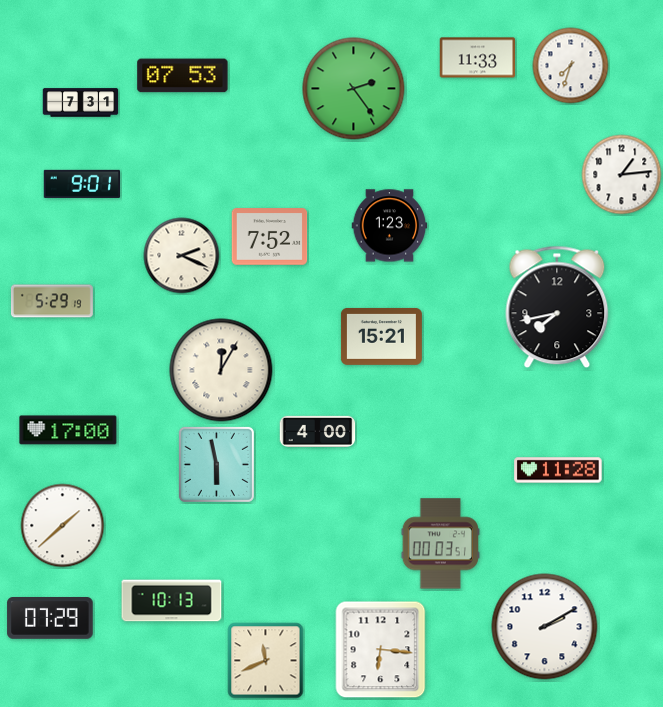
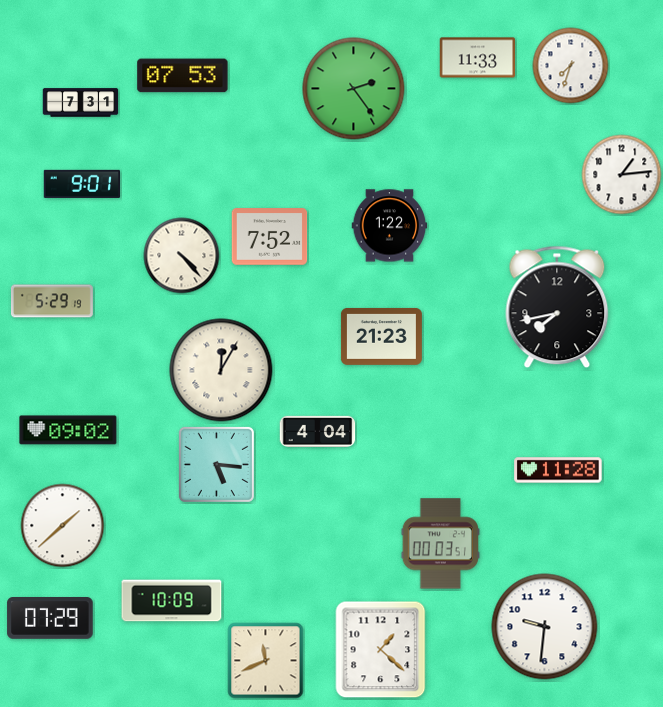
clock at (390, 226): 1:23 -> 1:22
clock at (182, 256): 2:19 -> 4:23
clock at (381, 336): 15:21 -> 21:23
clock at (68, 430): 17:00 -> 09:02
clock at (318, 431): 4:00 -> 4:04
clock at (216, 464): 5:58 -> 5:16
clock at (172, 601): 10:13 -> 10:09
clock at (545, 627): 2:10 -> 9:31
clock at (381, 650): 6:16 -> 1:22
